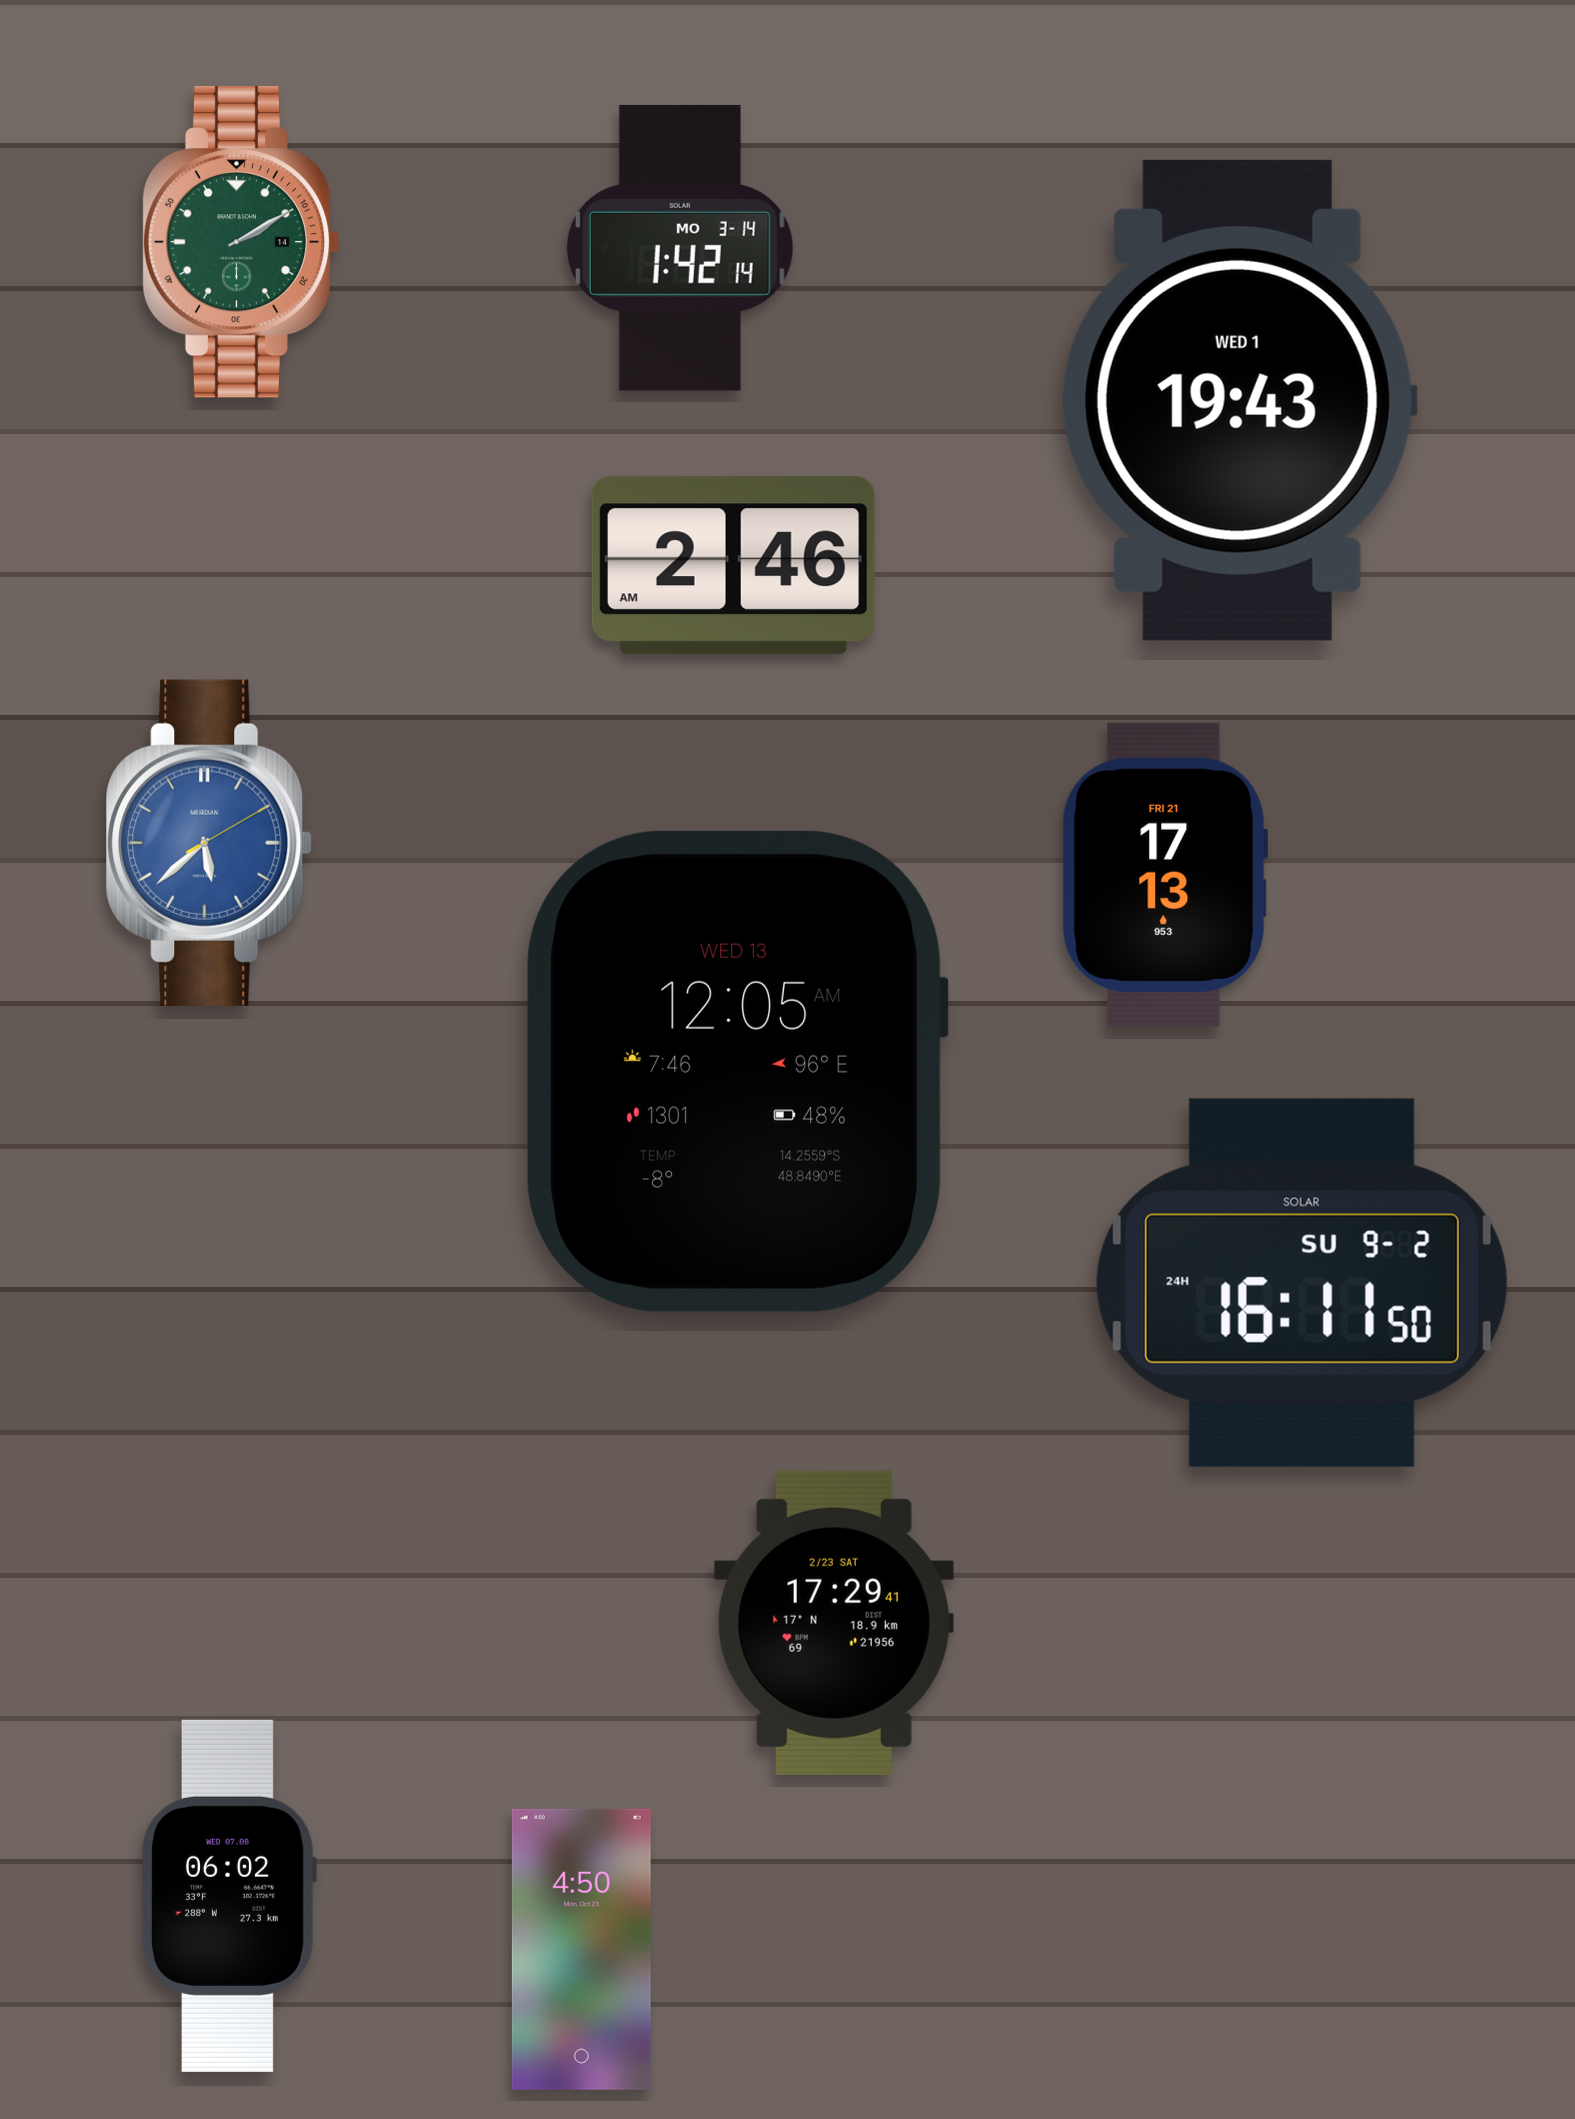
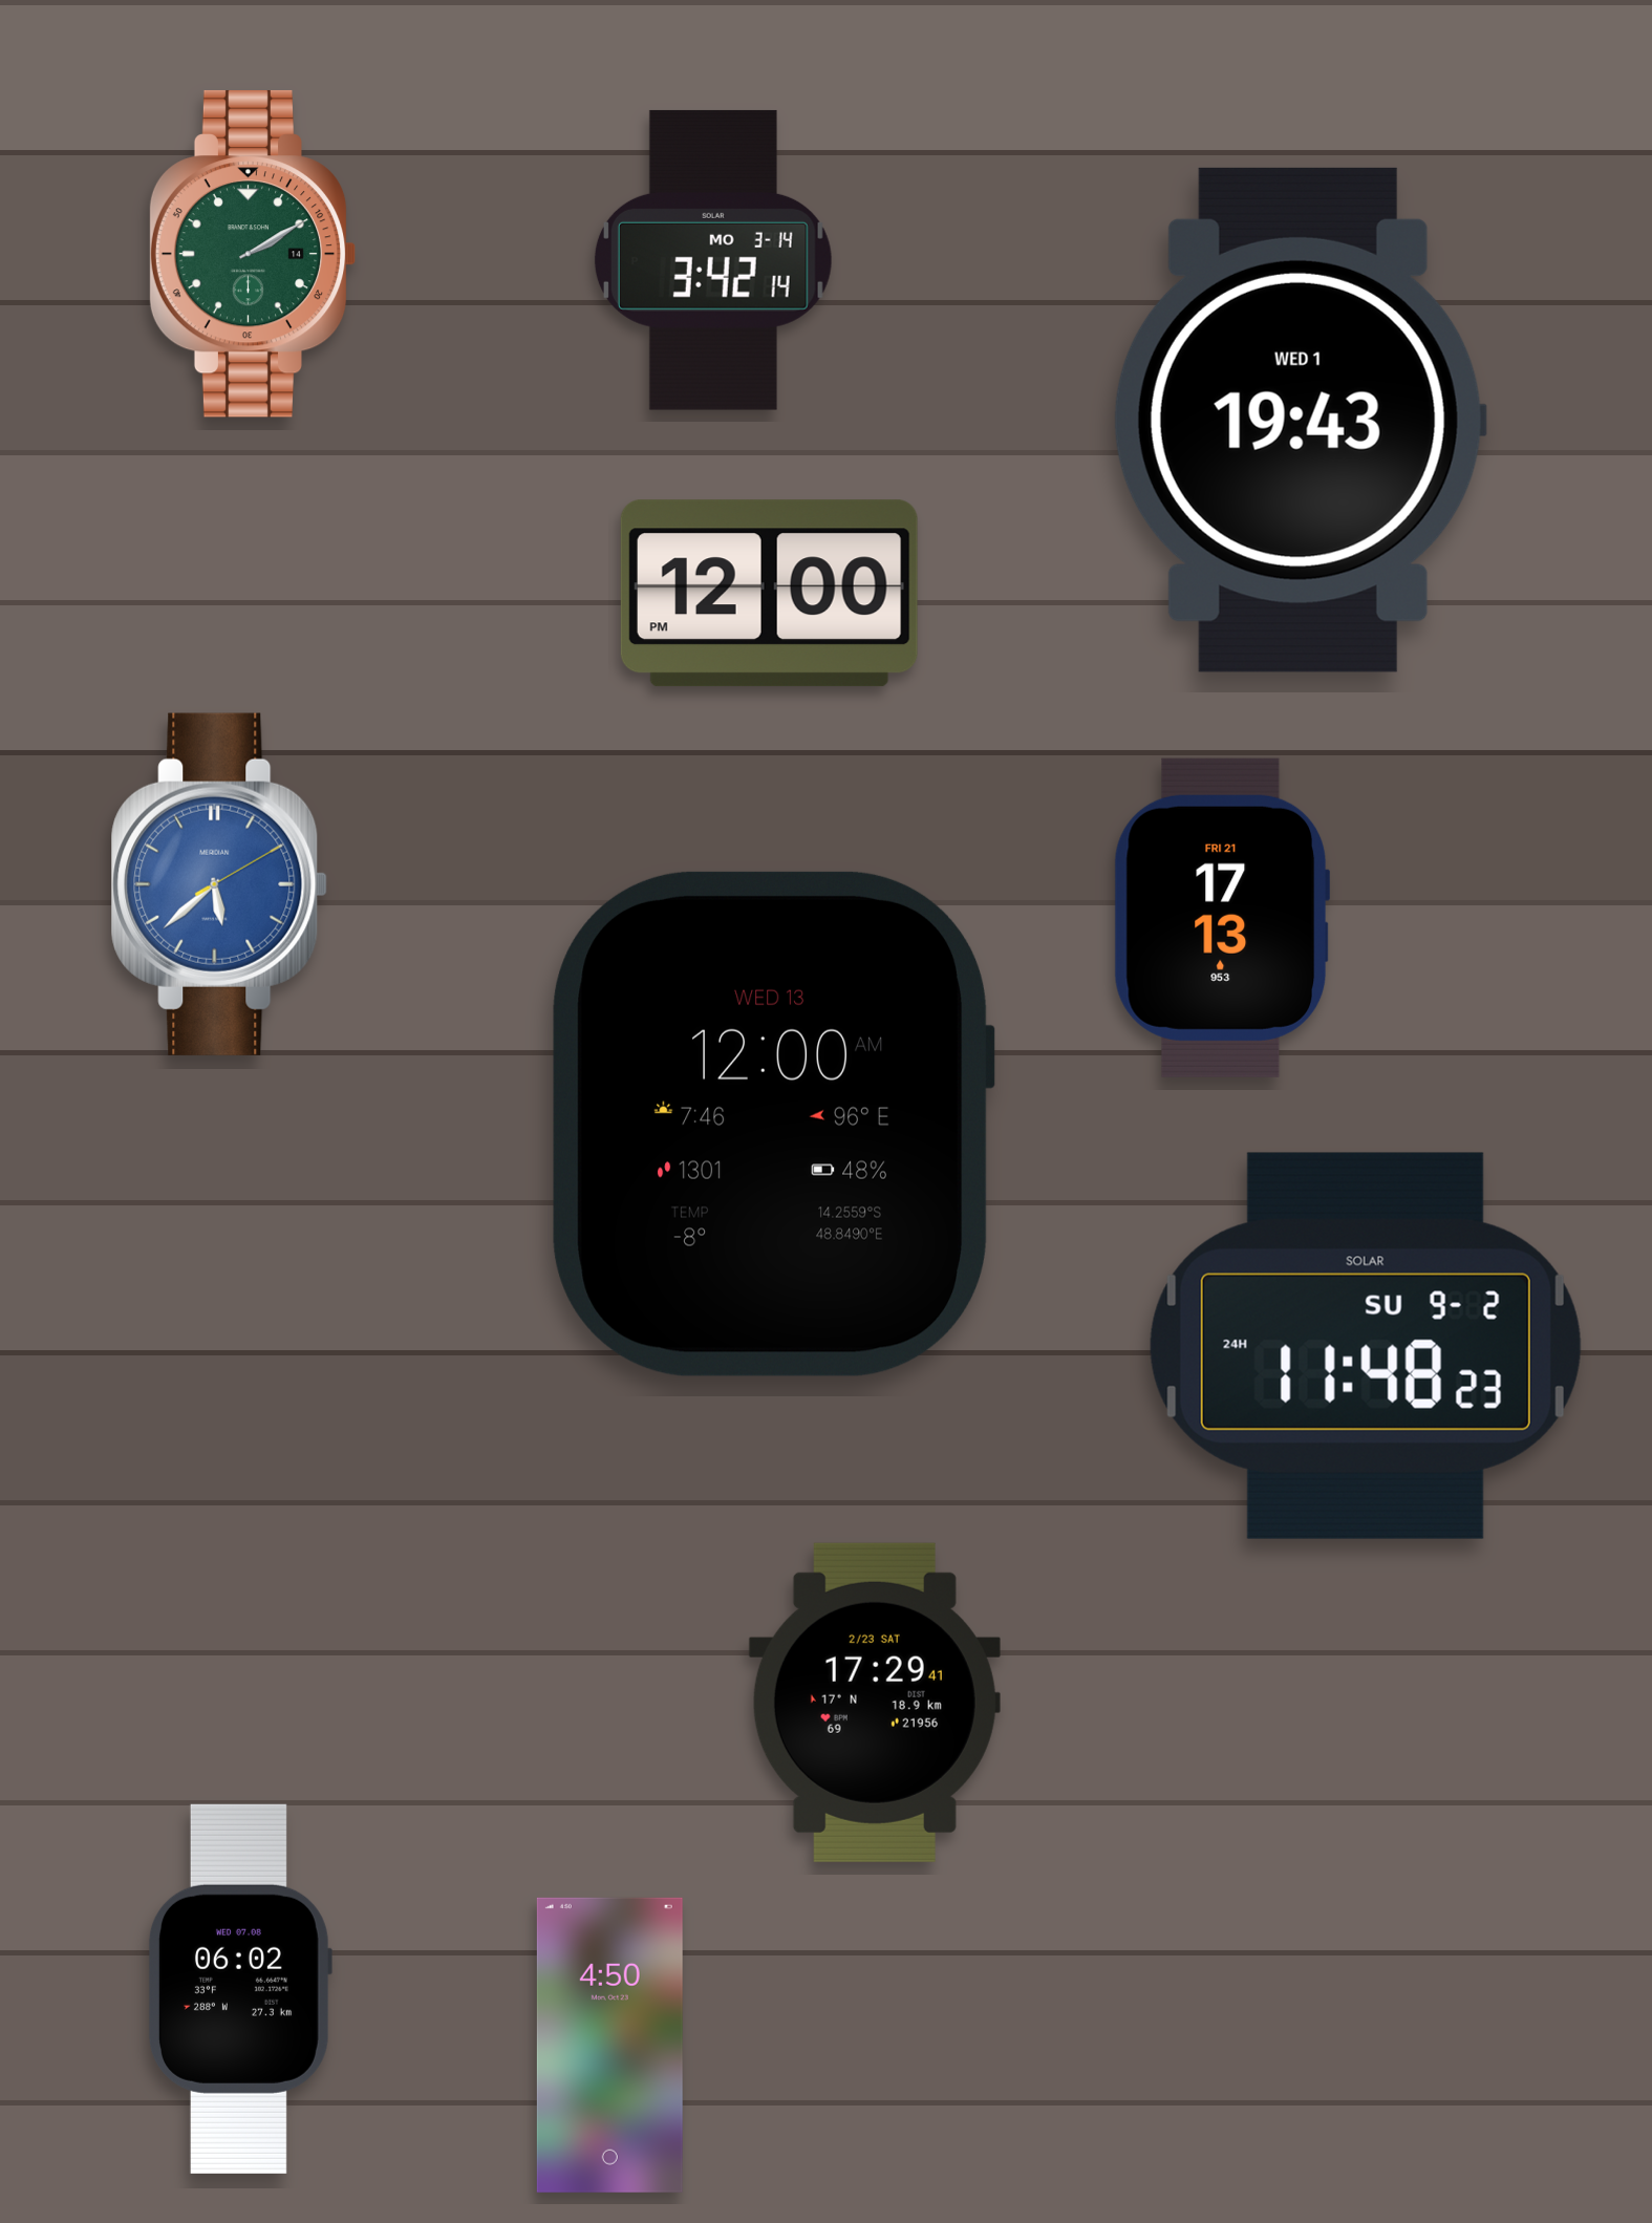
clock at (680, 248): 1:42 -> 3:42
clock at (733, 566): 2:46 -> 12:00
clock at (737, 1071): 12:05 -> 12:00
clock at (1302, 1283): 16:11 -> 11:48
